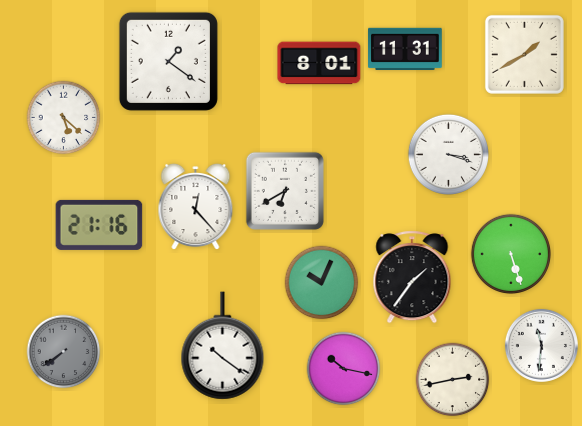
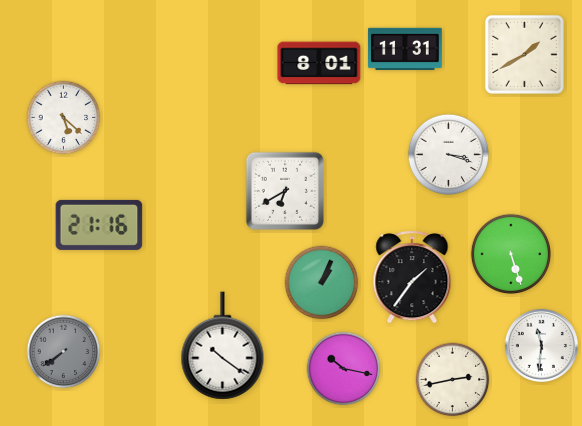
clock at (168, 61): 1:21 -> none
clock at (196, 207): 12:23 -> none
clock at (322, 283): 10:04 -> 1:04
